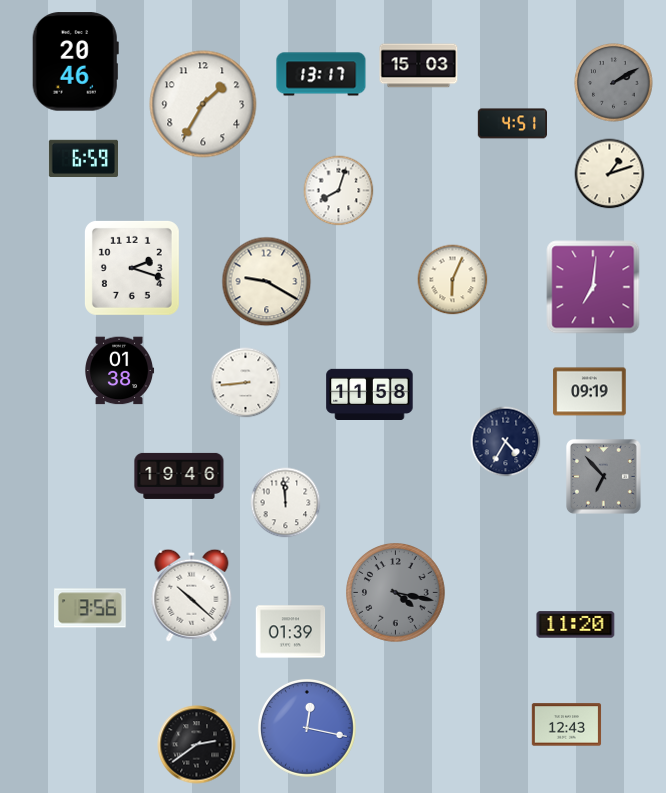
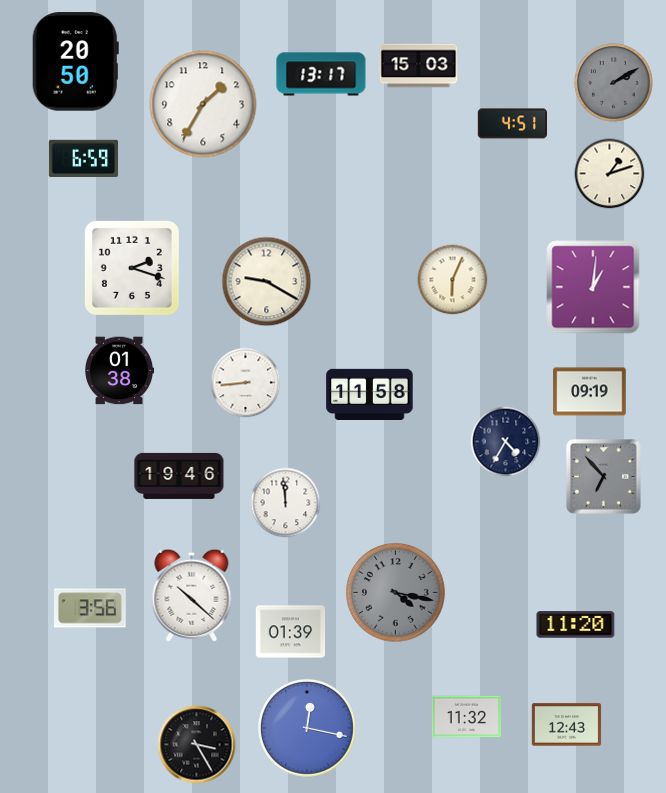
clock at (75, 62): 20:46 -> 20:50
clock at (339, 191): 8:03 -> none
clock at (593, 287): 7:01 -> 1:01
clock at (467, 717): none -> 11:32
clock at (197, 745): 2:39 -> 3:25
